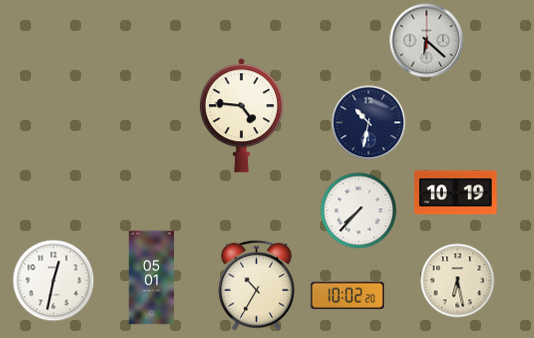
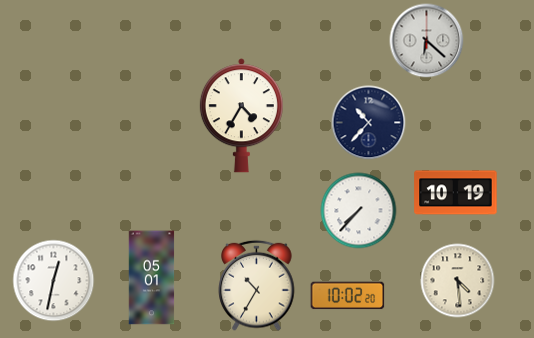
clock at (241, 116): 4:46 -> 4:35
clock at (369, 123): 10:32 -> 10:37
clock at (458, 281): 6:28 -> 4:29
